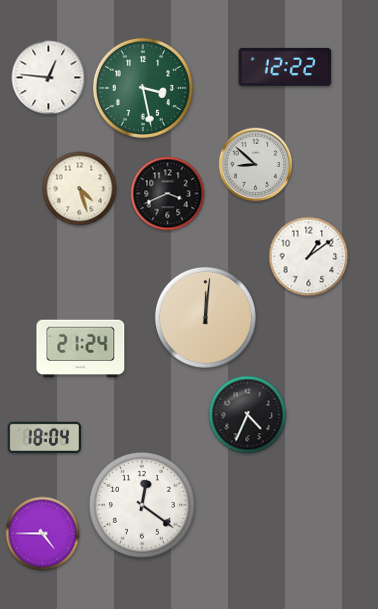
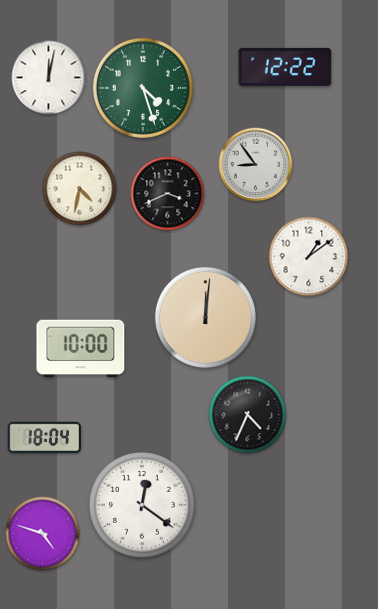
clock at (49, 78): 12:46 -> 12:02
clock at (143, 88): 3:28 -> 4:27
clock at (256, 165): 8:52 -> 8:54
clock at (80, 189): 4:27 -> 4:32
clock at (81, 349): 21:24 -> 10:00
clock at (43, 534): 4:45 -> 4:48
